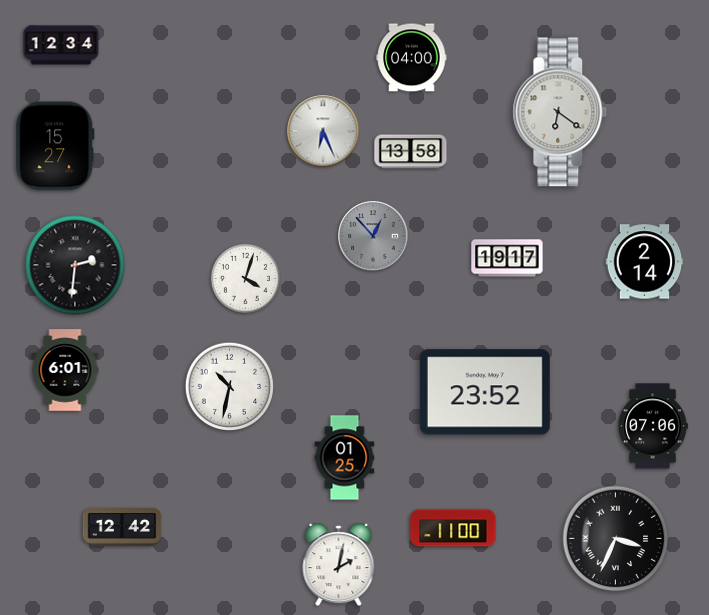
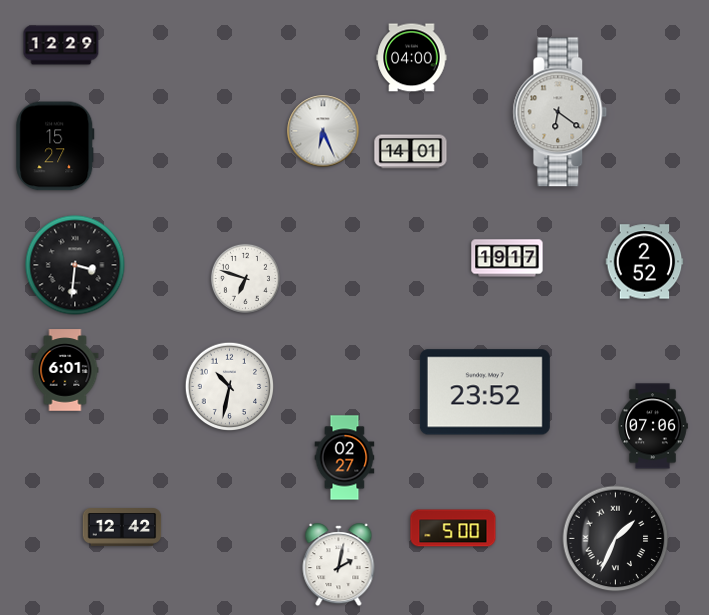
clock at (61, 45): 12:34 -> 12:29
clock at (411, 152): 13:58 -> 14:01
clock at (373, 236): 12:53 -> none
clock at (645, 262): 2:14 -> 2:52
clock at (75, 265): 2:31 -> 3:31
clock at (245, 278): 4:03 -> 6:48
clock at (345, 458): 01:25 -> 02:27
clock at (453, 528): 11:00 -> 5:00
clock at (616, 539): 3:34 -> 1:34
